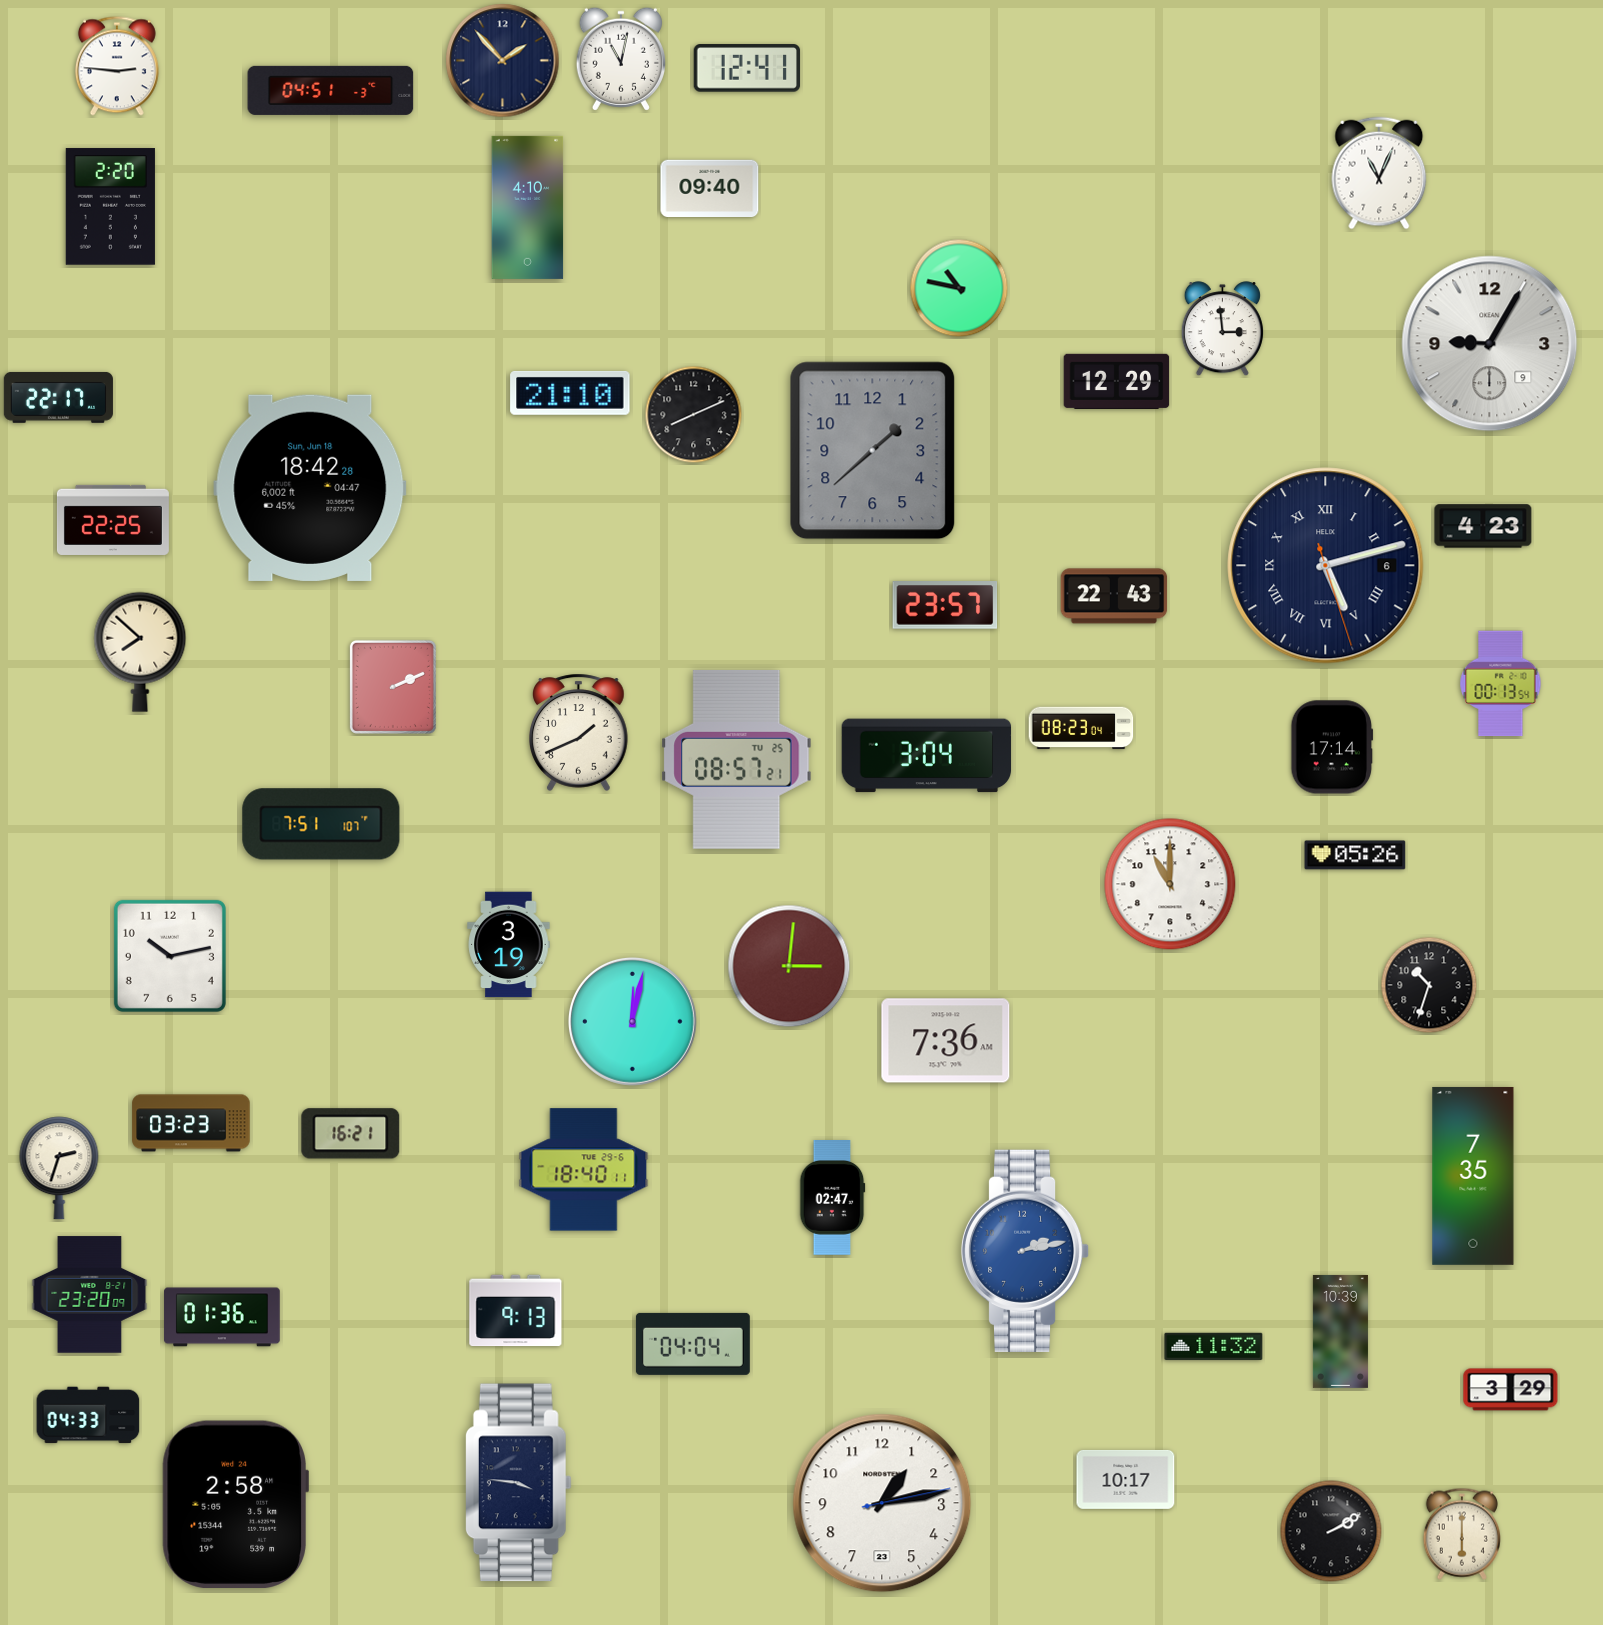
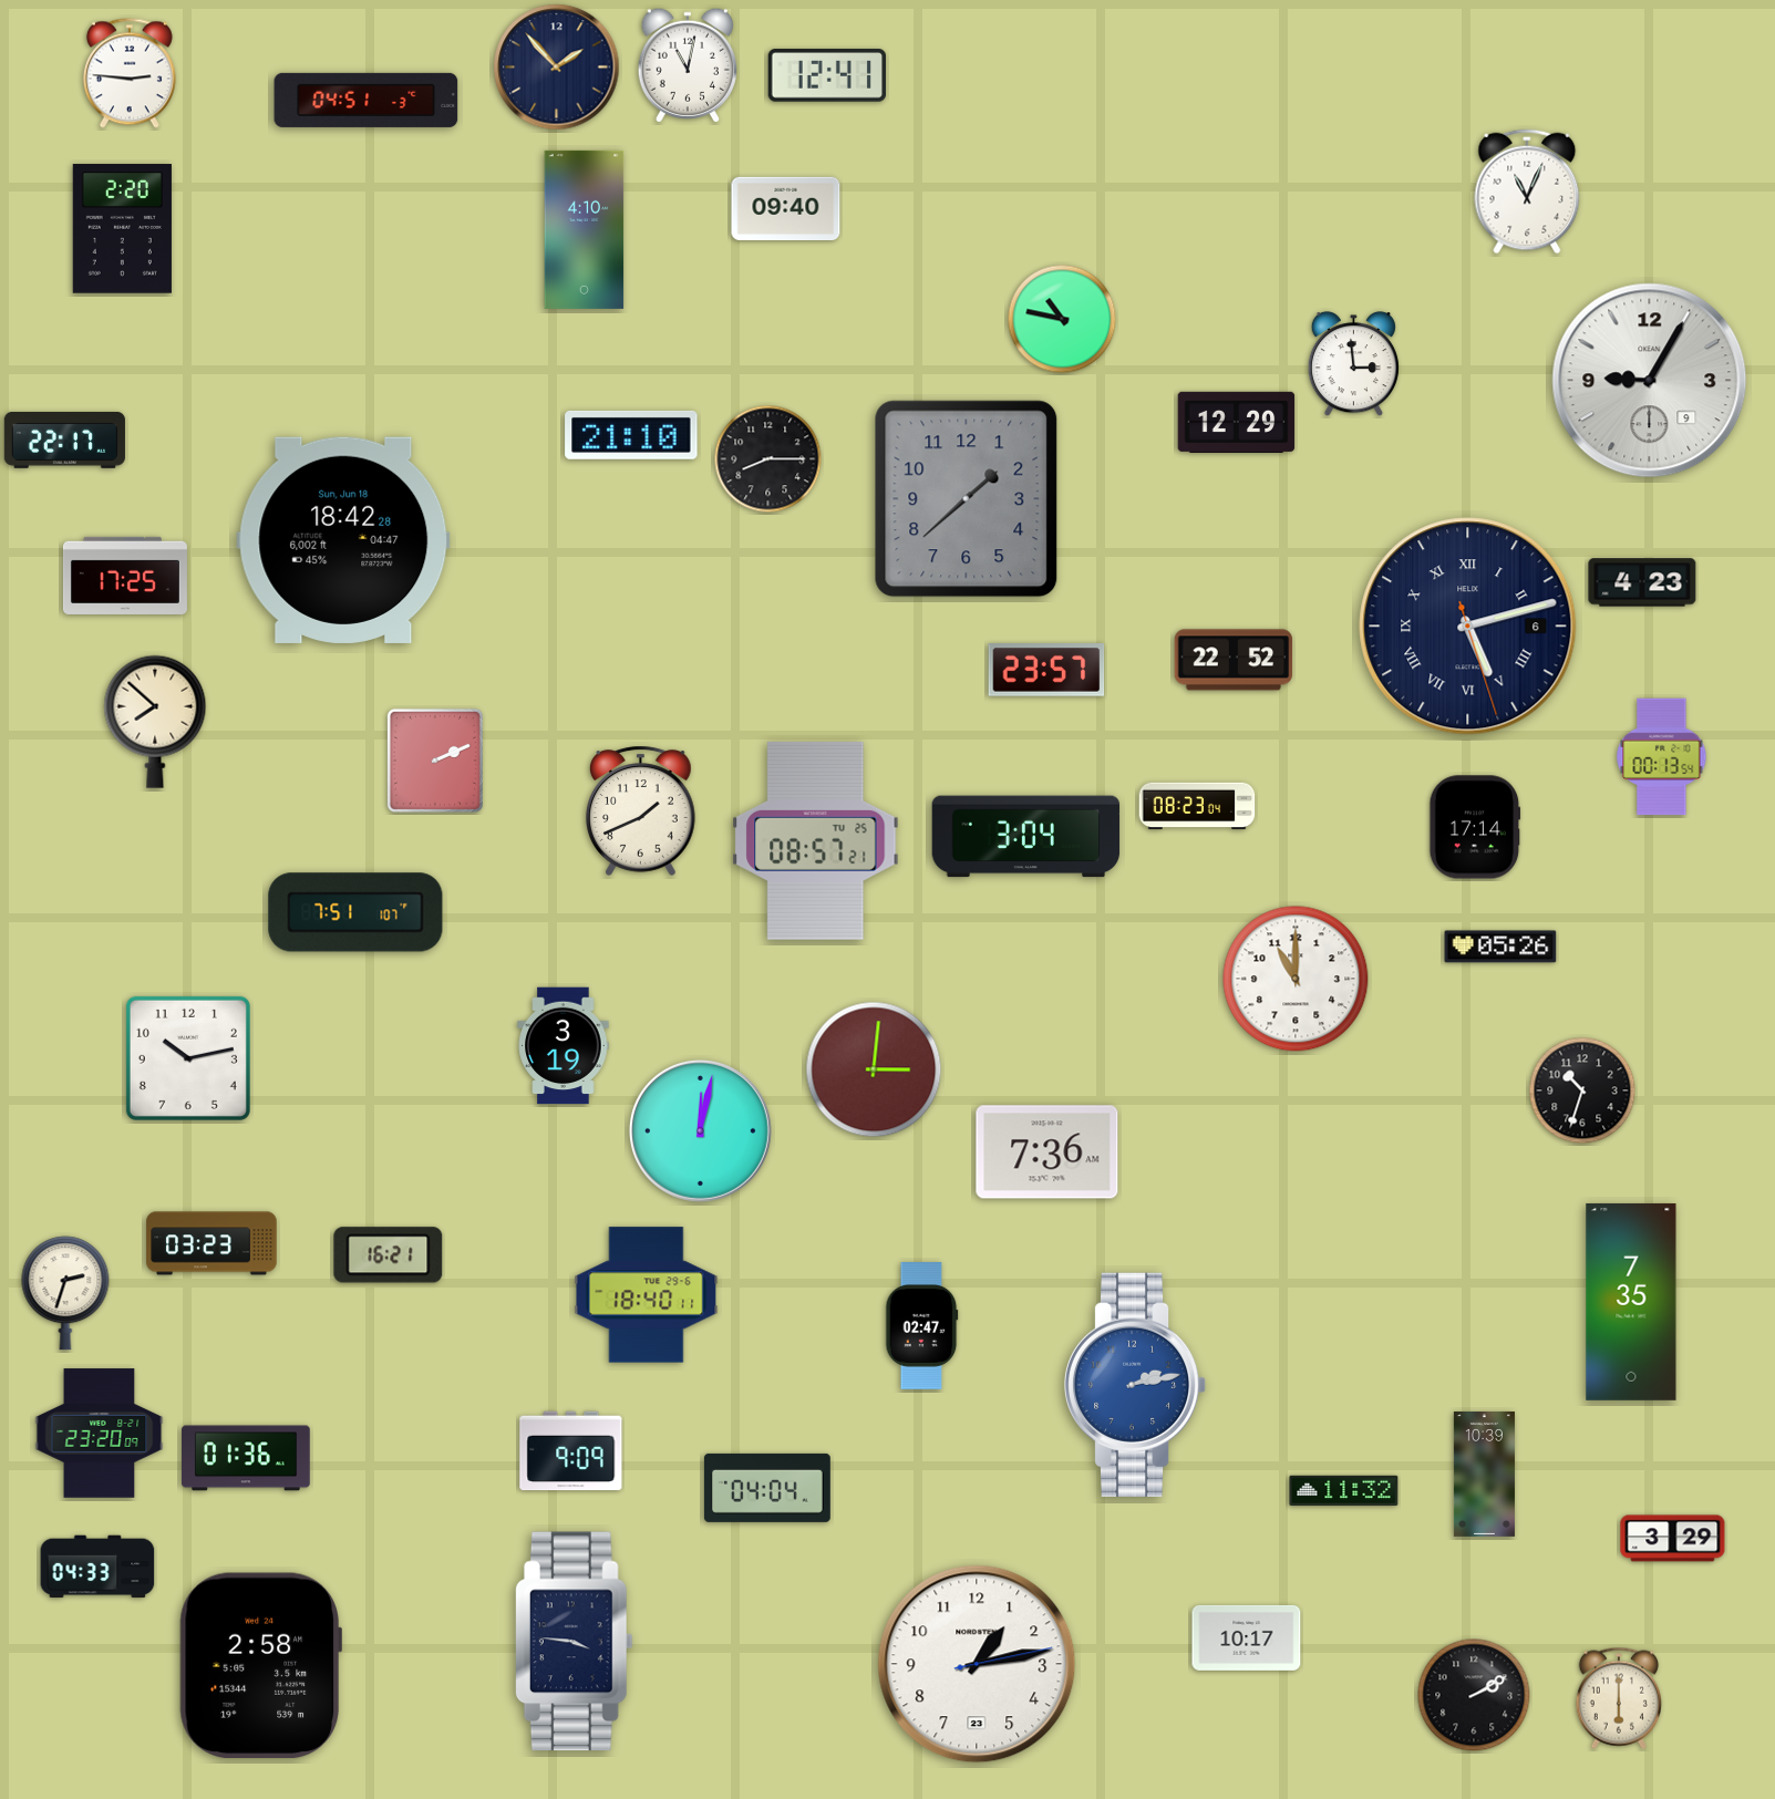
clock at (694, 415): 8:11 -> 8:15
clock at (113, 520): 22:25 -> 17:25
clock at (1114, 596): 22:43 -> 22:52
clock at (516, 1311): 9:13 -> 9:09
